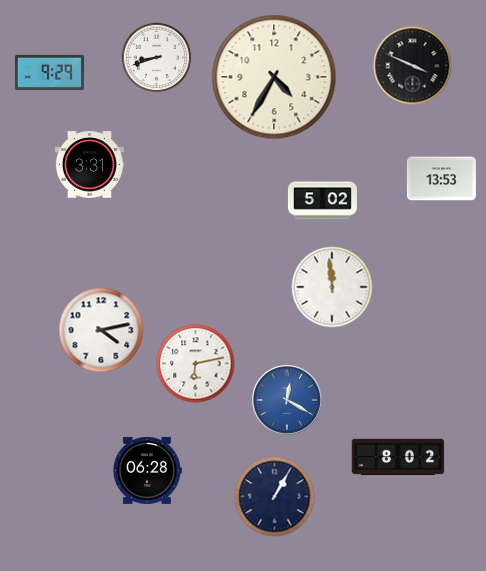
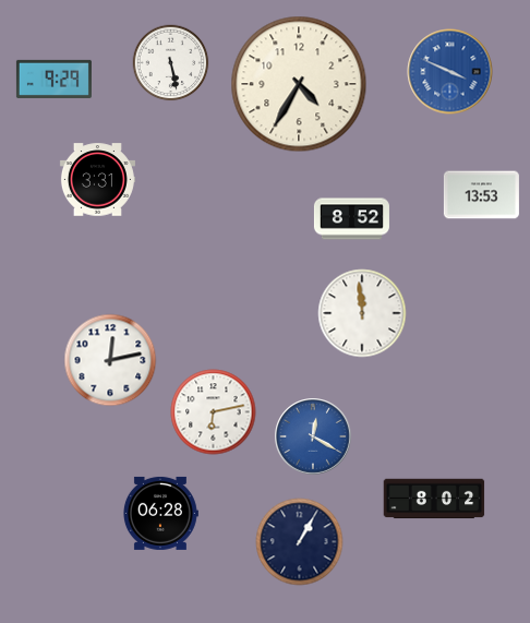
clock at (157, 58): 8:42 -> 5:28
clock at (413, 66) dial: black -> blue
clock at (322, 201): 5:02 -> 8:52
clock at (101, 330): 4:13 -> 12:13
clock at (196, 364) position: (196, 364) -> (214, 412)
